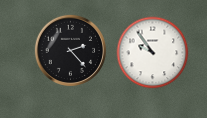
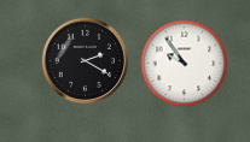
clock at (70, 50): 2:23 -> 2:20
